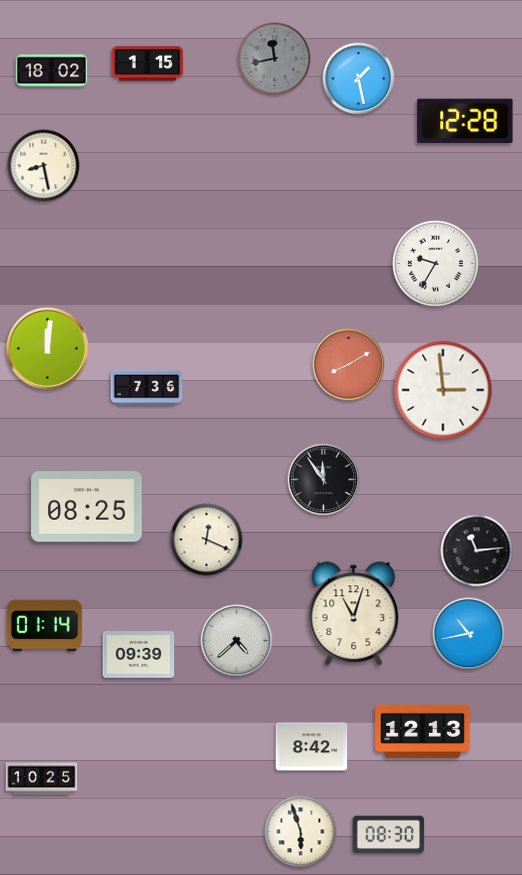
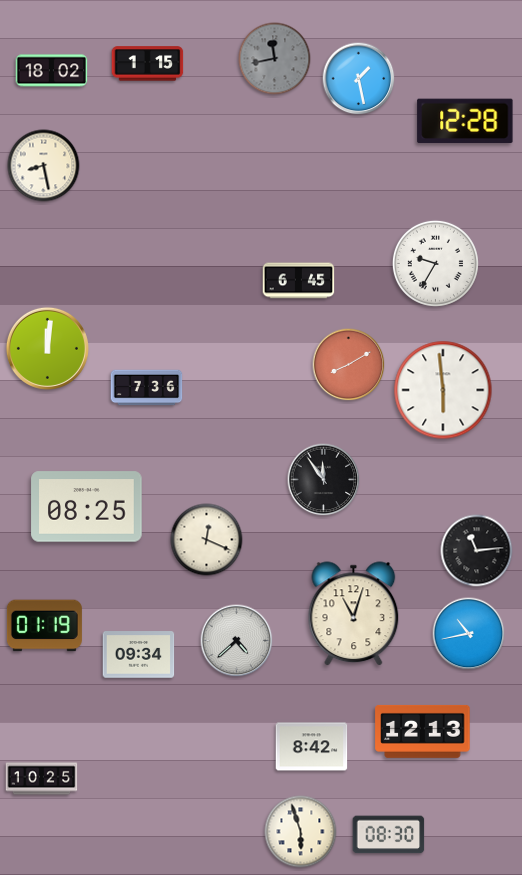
clock at (299, 281): none -> 6:45
clock at (443, 390): 2:59 -> 5:59
clock at (44, 626): 01:14 -> 01:19
clock at (139, 655): 09:39 -> 09:34
